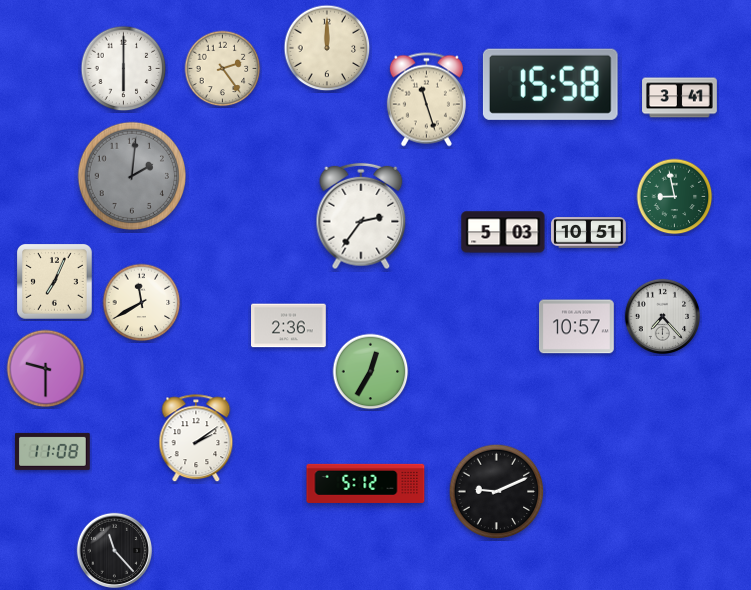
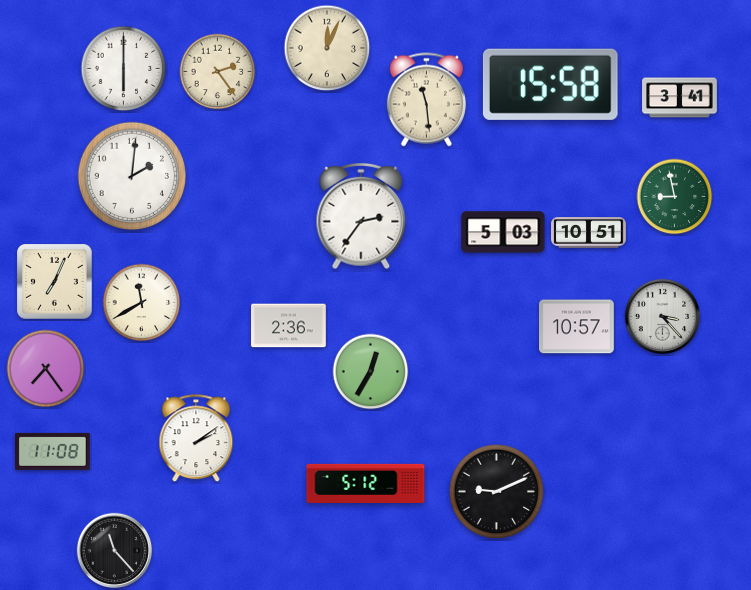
clock at (327, 48): 12:00 -> 12:04
clock at (223, 69) position: (223, 69) -> (218, 72)
clock at (426, 100): 11:27 -> 11:29
clock at (131, 175) dial: grey -> white
clock at (662, 316): 7:23 -> 3:23
clock at (46, 369): 9:30 -> 7:24
